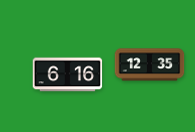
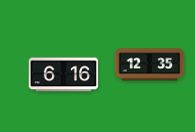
clock at (68, 75) position: (68, 75) -> (64, 75)
